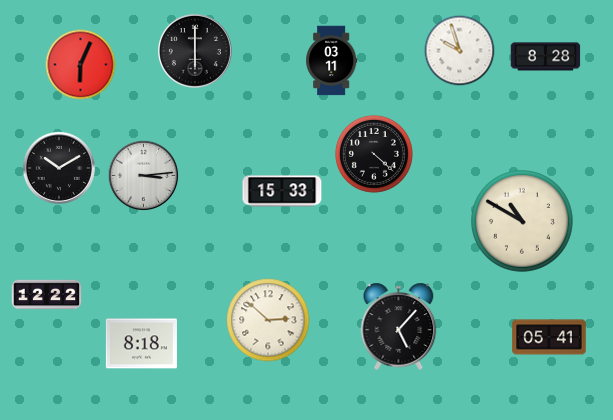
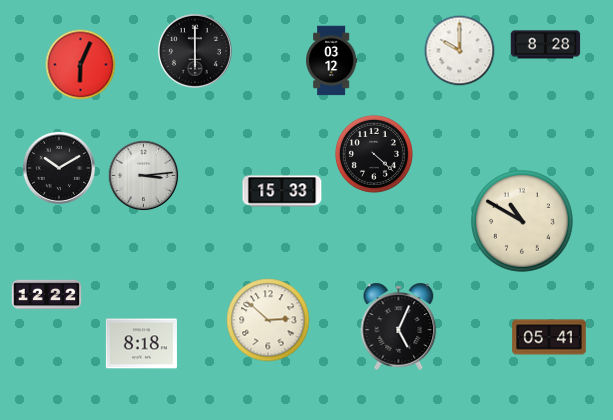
clock at (460, 51): 9:57 -> 10:00
clock at (546, 57) position: (546, 57) -> (546, 45)
clock at (332, 61): 03:11 -> 03:12
clock at (399, 326): 5:07 -> 5:04
